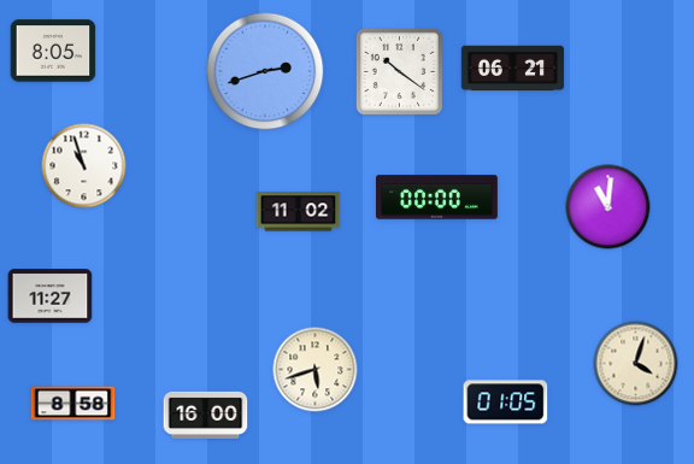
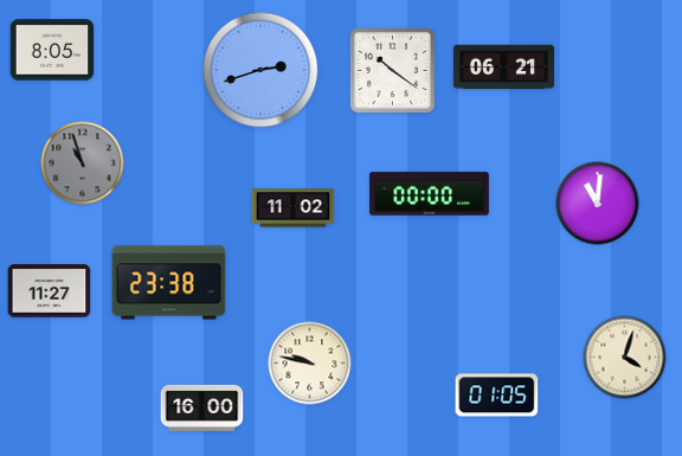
clock at (84, 166) dial: white -> grey
clock at (169, 283): none -> 23:38
clock at (316, 370): 5:42 -> 9:47
clock at (73, 404): 8:58 -> none
